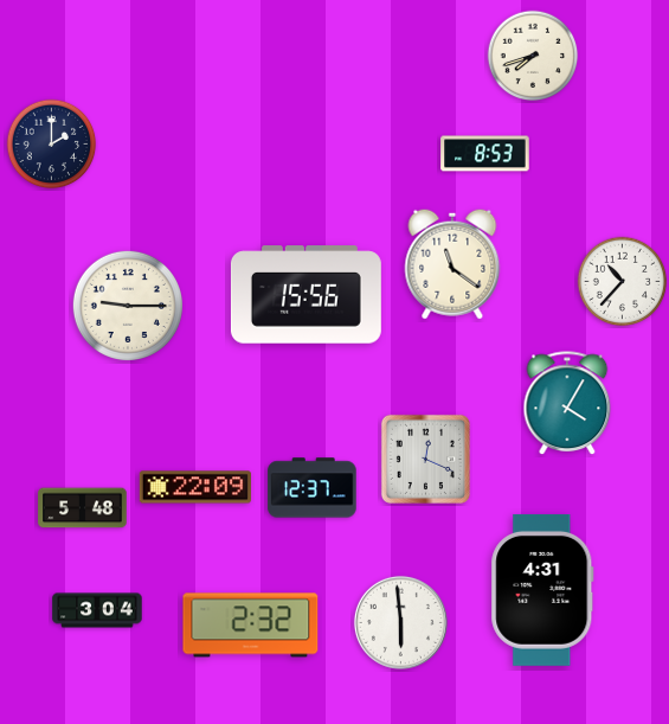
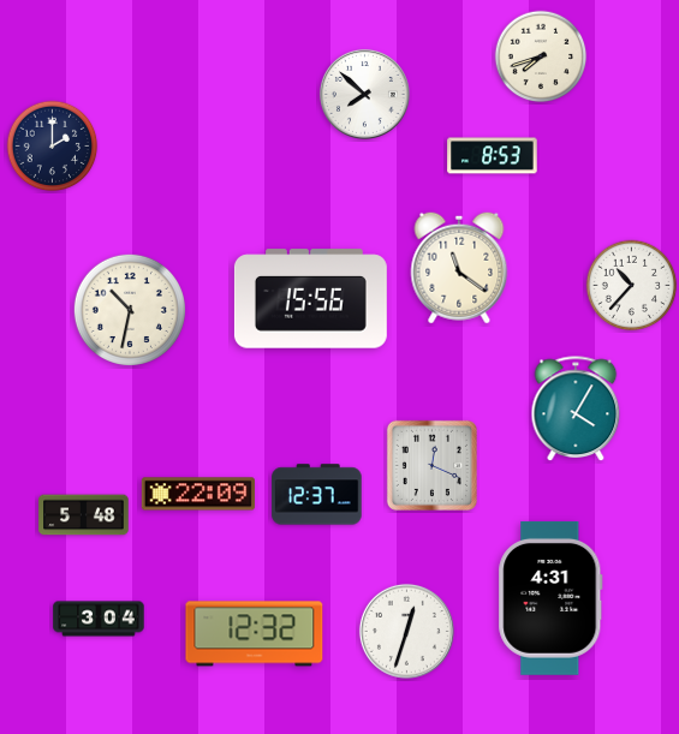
clock at (364, 94): none -> 7:52
clock at (128, 306): 9:15 -> 10:32
clock at (400, 622): 5:59 -> 12:33
clock at (251, 626): 2:32 -> 12:32
